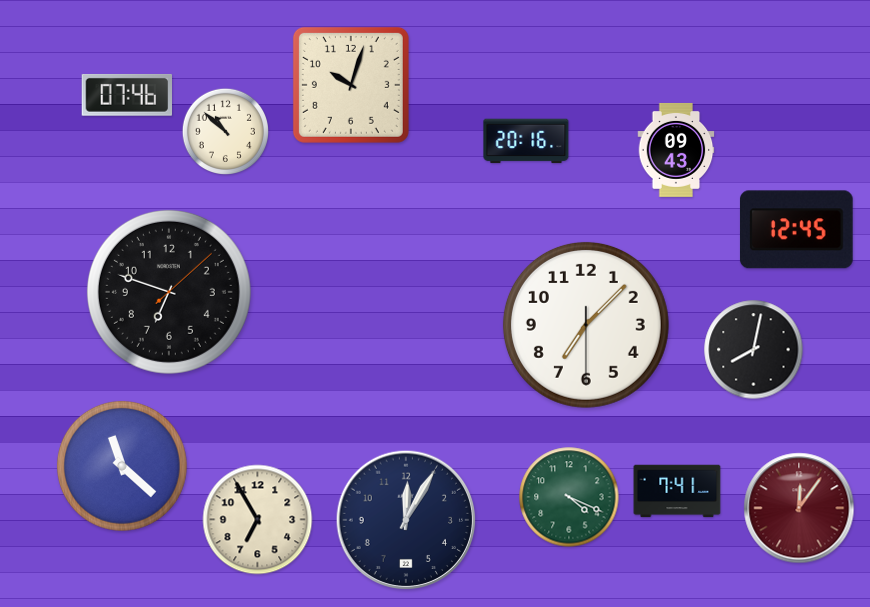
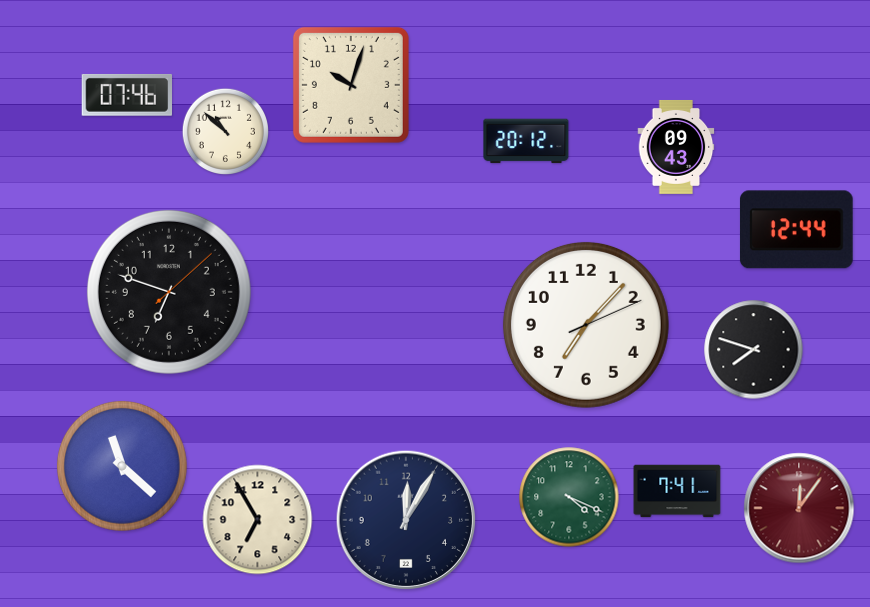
clock at (526, 141): 20:16 -> 20:12
clock at (676, 150) position: (676, 150) -> (676, 147)
clock at (796, 230): 12:45 -> 12:44
clock at (586, 325): 7:07:30 -> 7:07:11
clock at (754, 350): 8:02 -> 7:48
